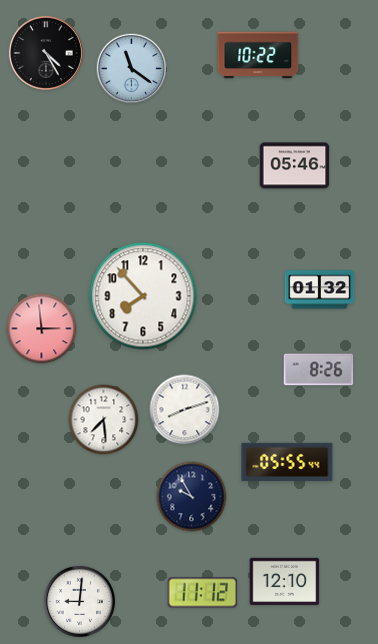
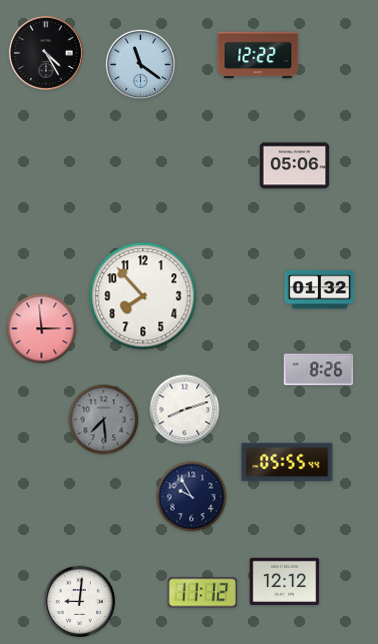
clock at (258, 55): 10:22 -> 12:22
clock at (132, 69) position: (132, 69) -> (141, 65)
clock at (295, 166): 05:46 -> 05:06
clock at (104, 420) dial: white -> grey
clock at (285, 581): 12:10 -> 12:12
